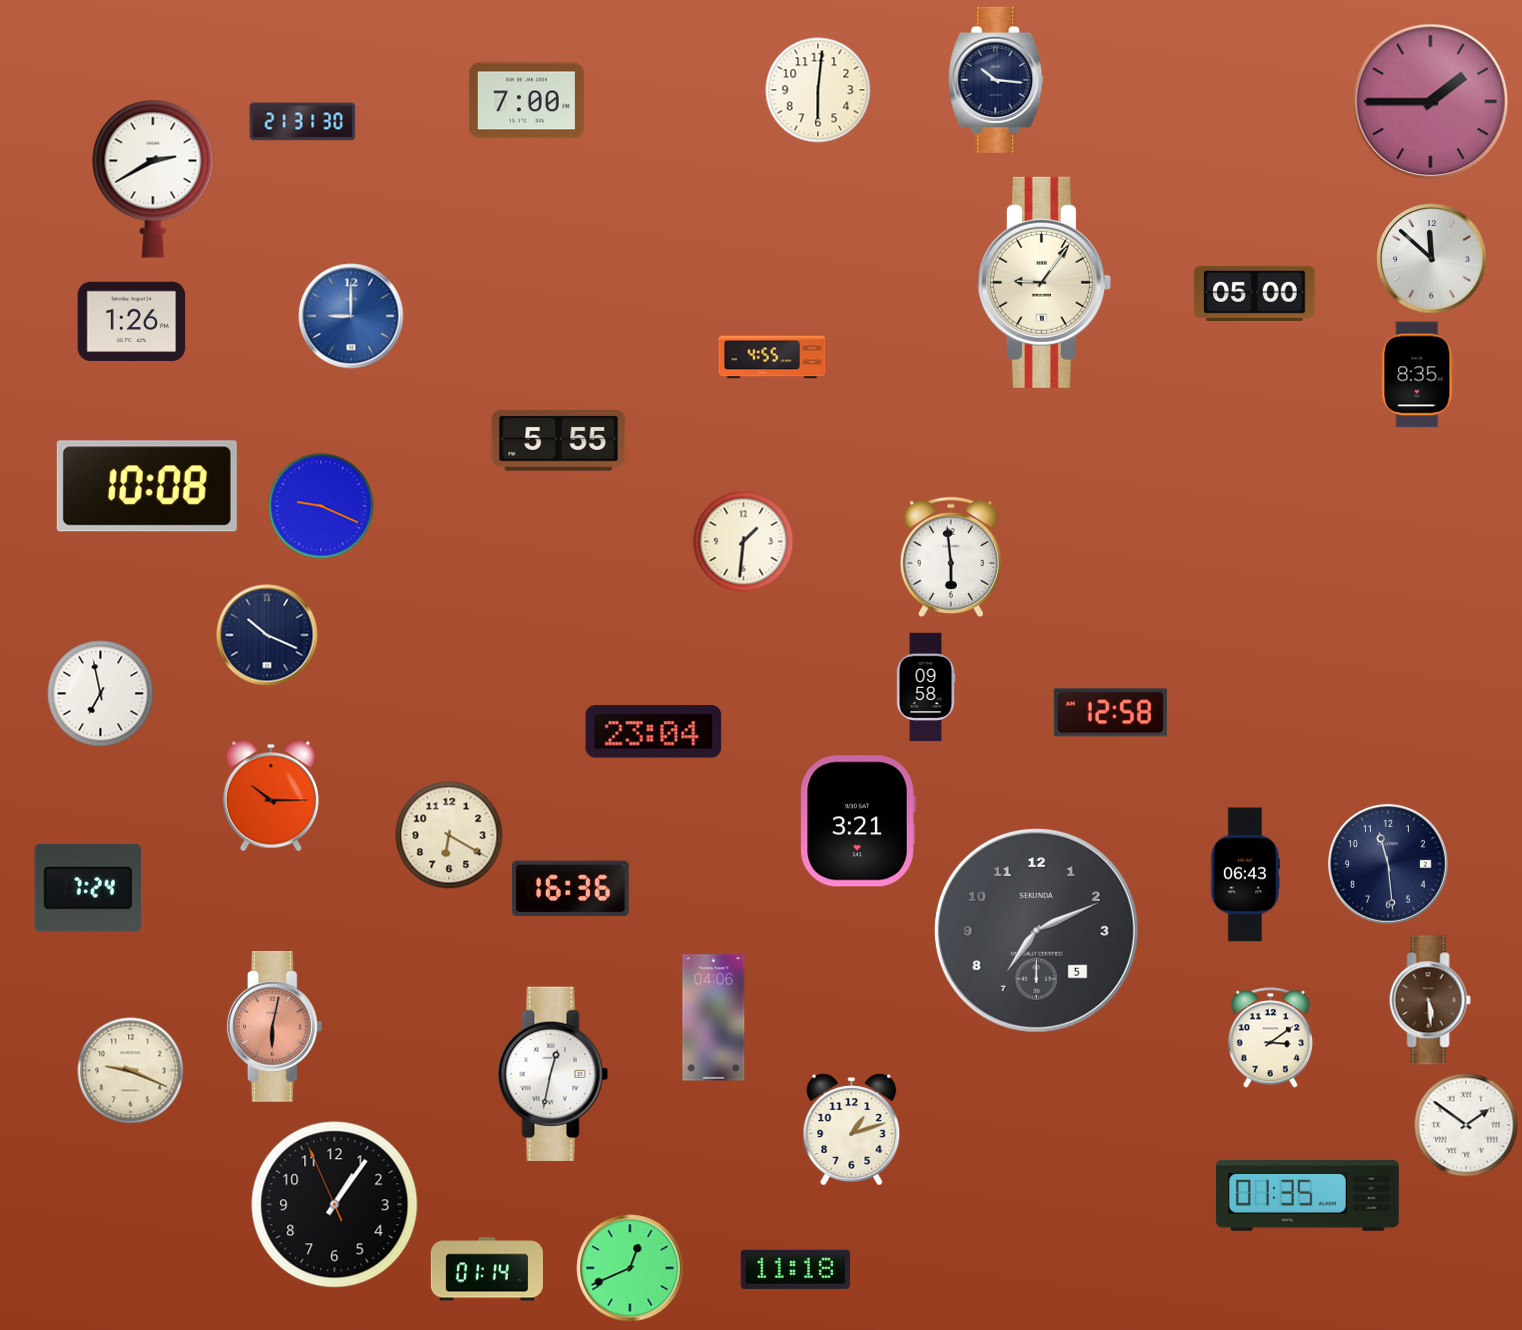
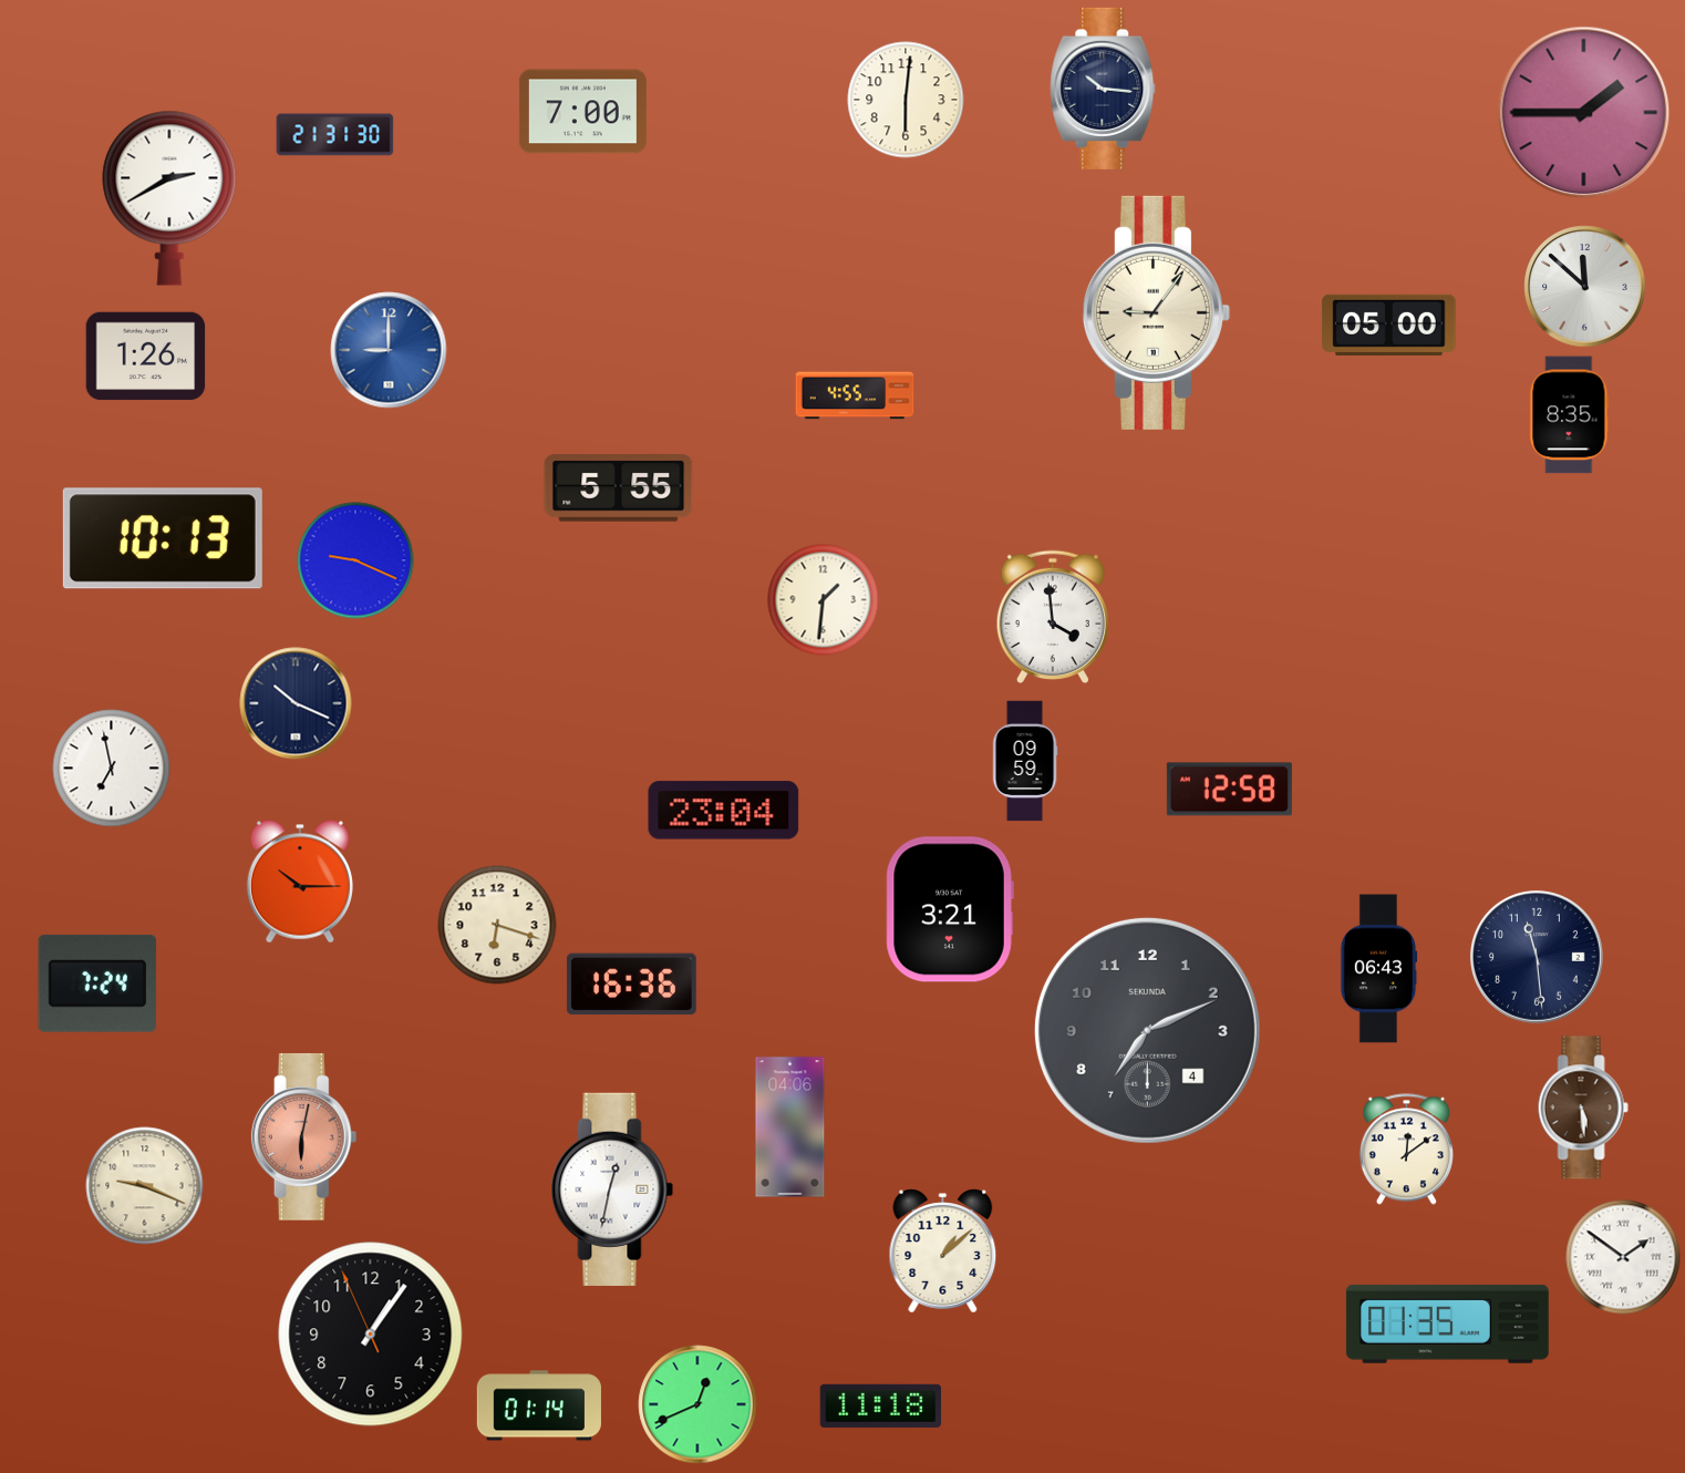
clock at (147, 486): 10:08 -> 10:13
clock at (950, 557): 5:59 -> 3:59
clock at (926, 687): 09:58 -> 09:59
clock at (449, 835): 6:20 -> 6:18
clock at (1036, 930) date: 5 -> 4
clock at (1270, 1038): 3:09 -> 12:09
clock at (1466, 1125) position: (1466, 1125) -> (1623, 1257)
clock at (852, 1130): 1:12 -> 1:08
